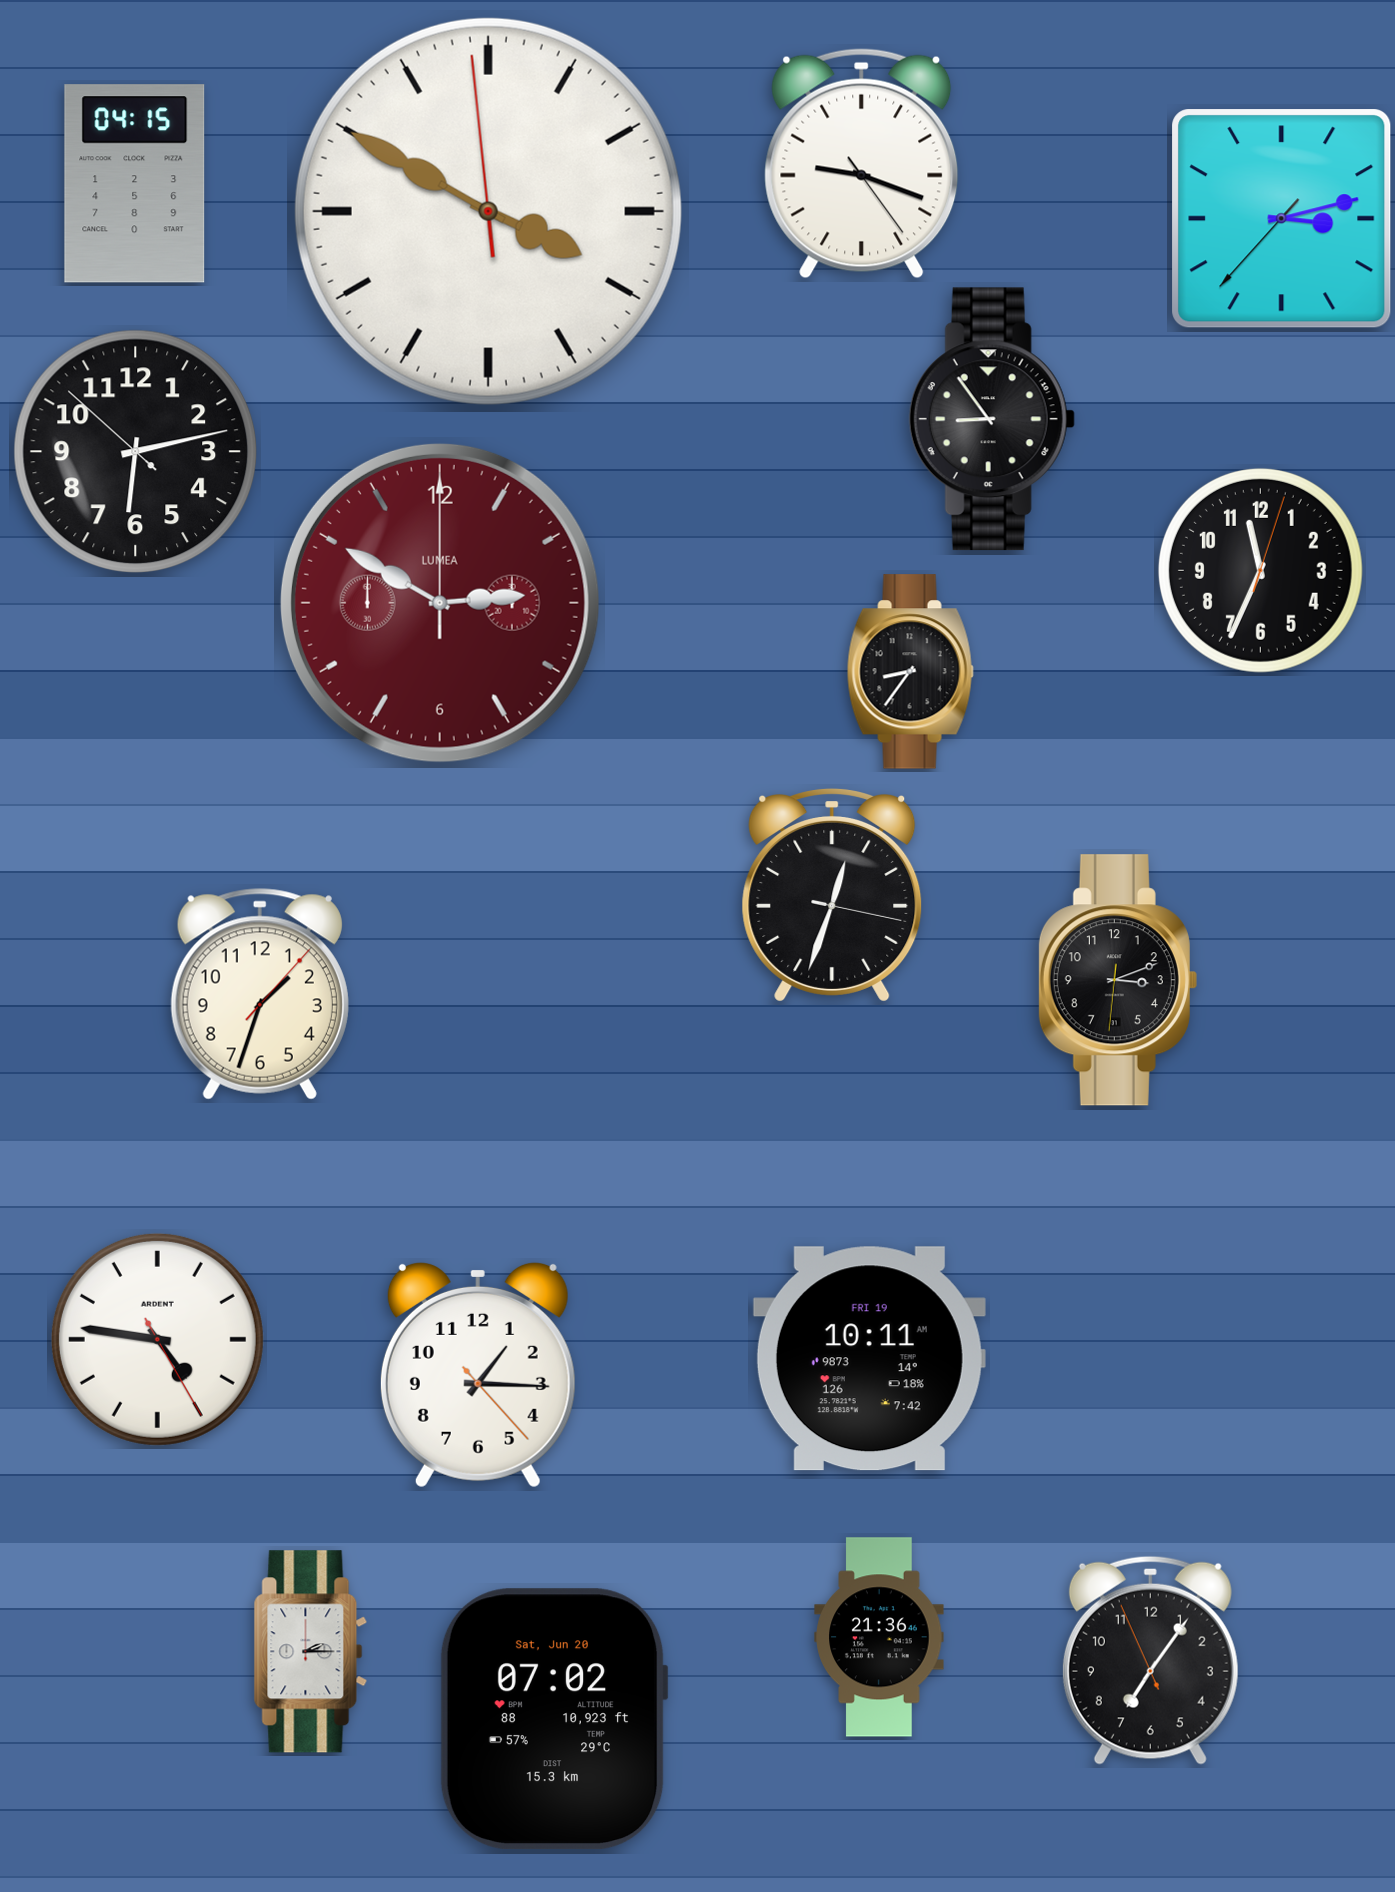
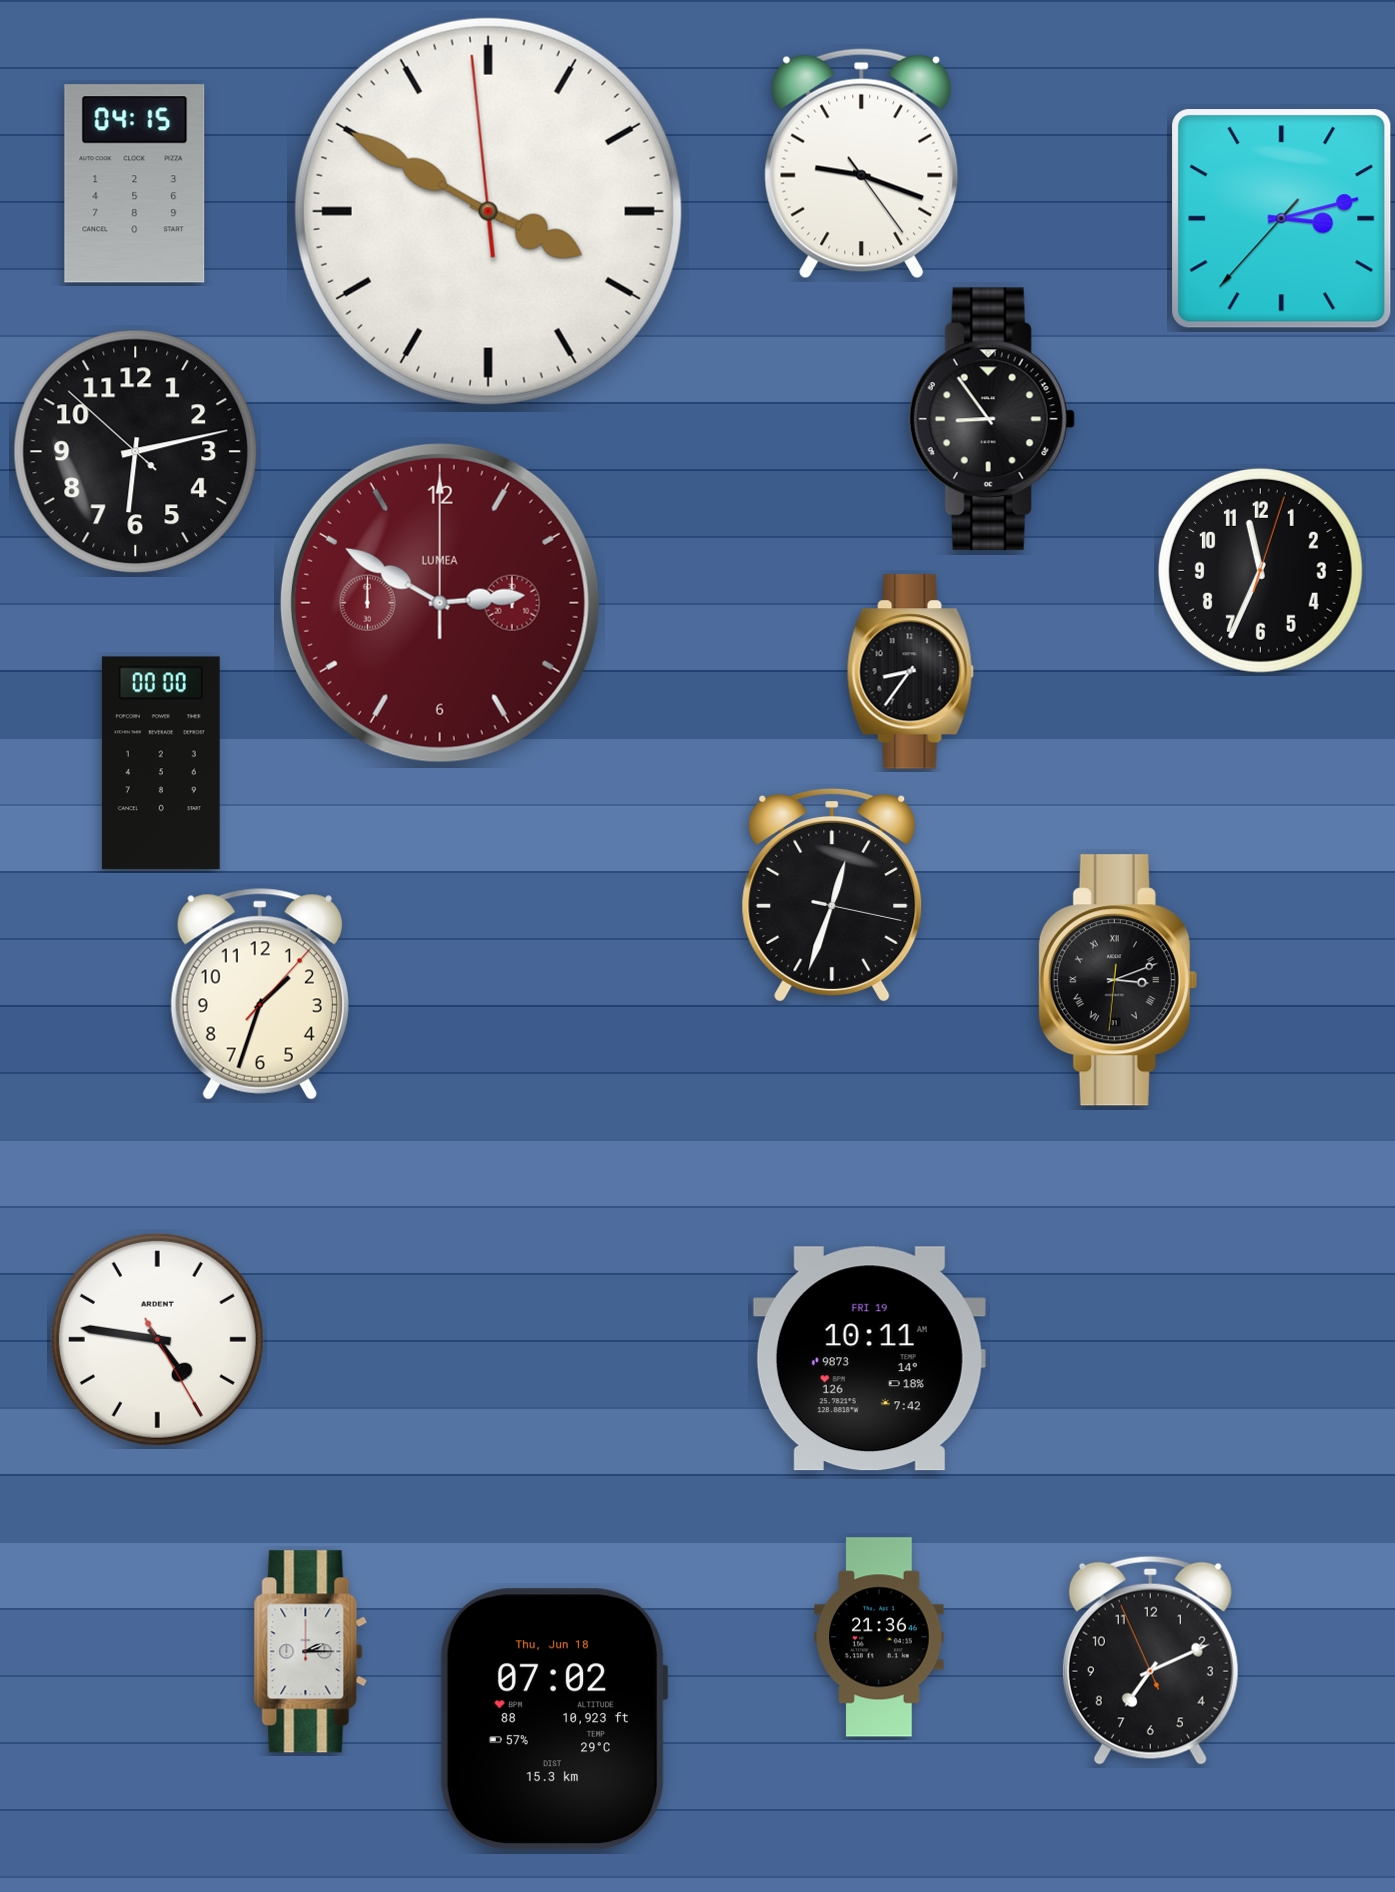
clock at (161, 763): none -> 00:00
clock at (1118, 980) numerals: Arabic -> Roman
clock at (478, 1375): 1:15 -> none
clock at (1150, 1660): 7:05 -> 7:10
clock at (554, 1719) date: Sat, Jun 20 -> Thu, Jun 18
